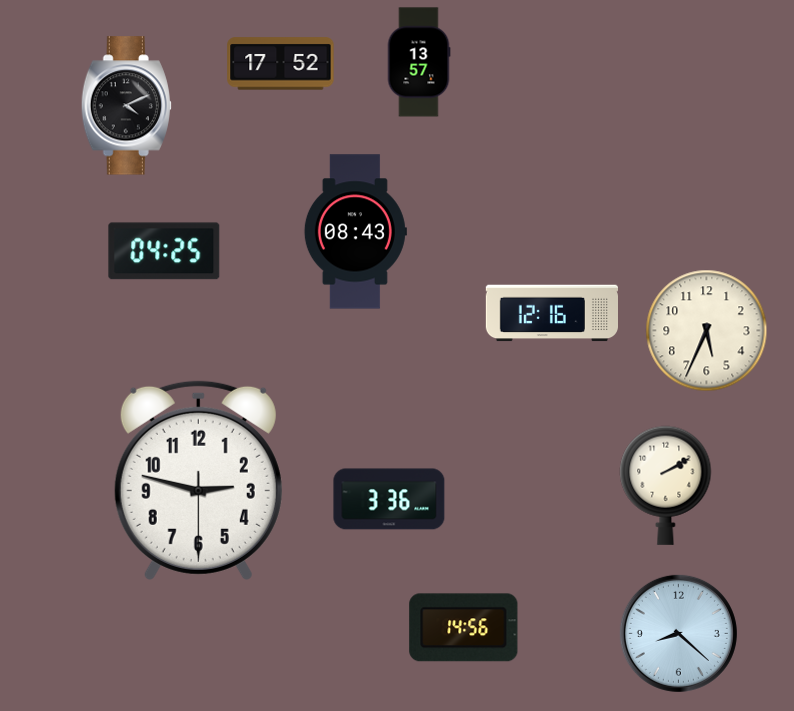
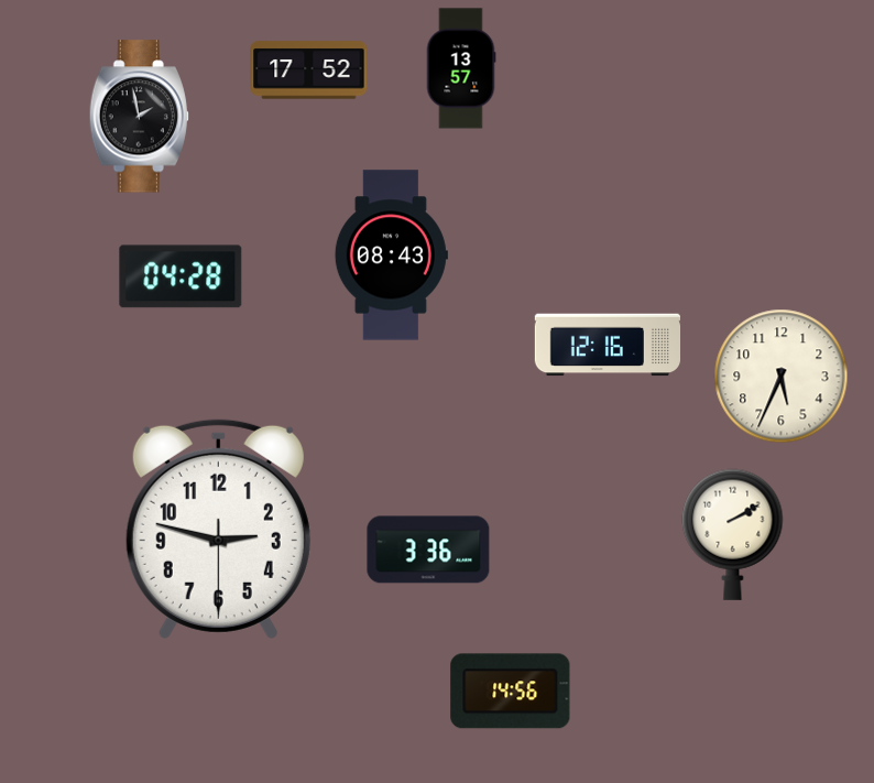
clock at (126, 106): 4:11 -> 1:58
clock at (164, 251): 04:25 -> 04:28
clock at (707, 331) position: (707, 331) -> (782, 377)
clock at (678, 633): 8:22 -> none
